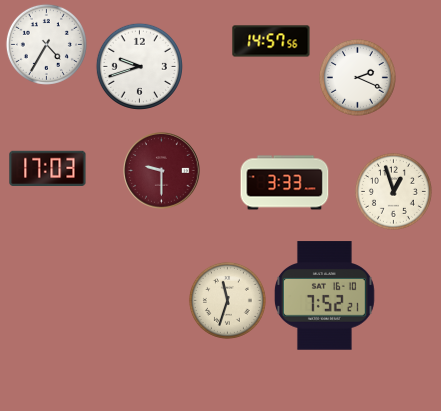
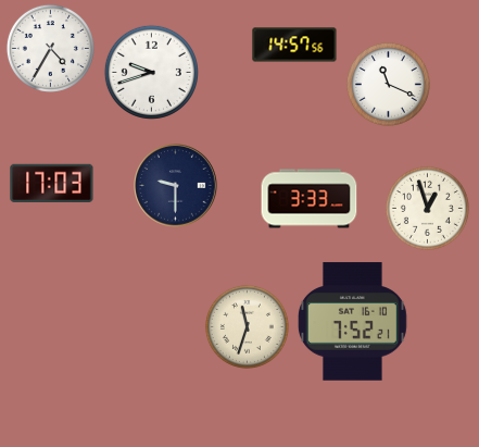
clock at (357, 77): 2:19 -> 11:19
clock at (162, 171) dial: burgundy -> navy
